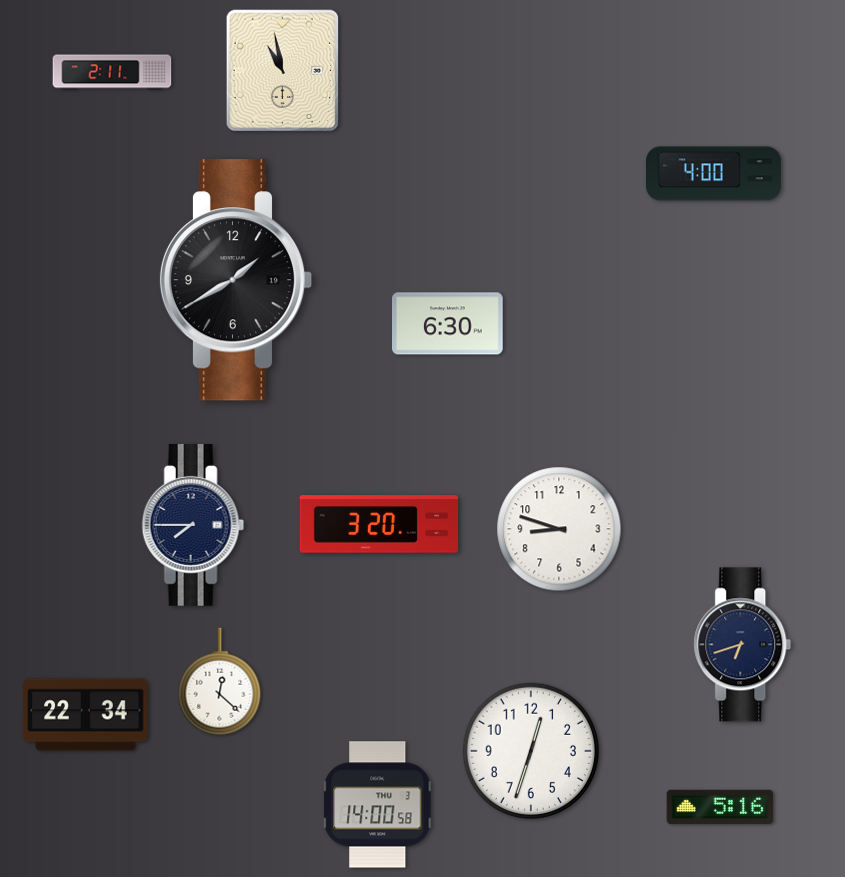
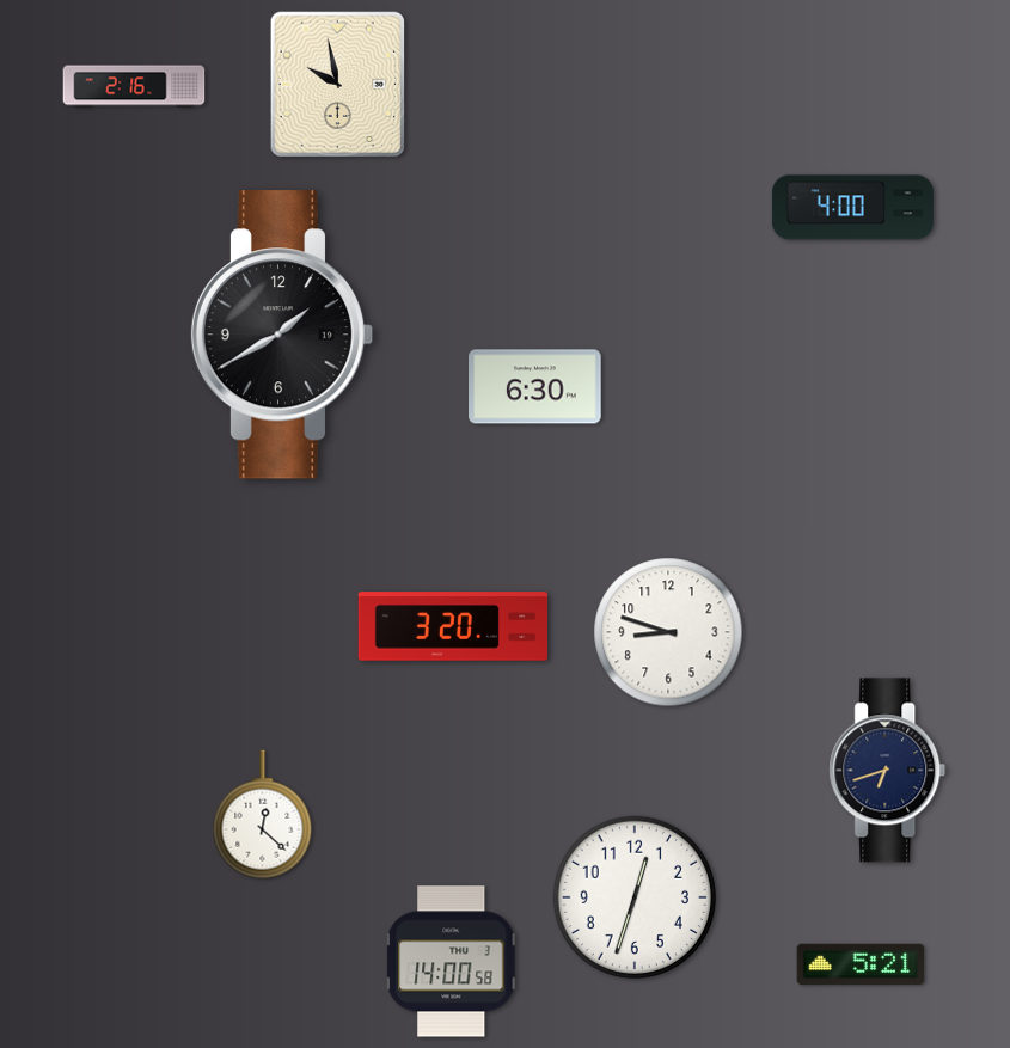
clock at (283, 71): 10:58 -> 9:58
clock at (112, 72): 2:11 -> 2:16
clock at (193, 525): 7:45 -> none
clock at (86, 715): 22:34 -> none
clock at (720, 806): 5:16 -> 5:21
